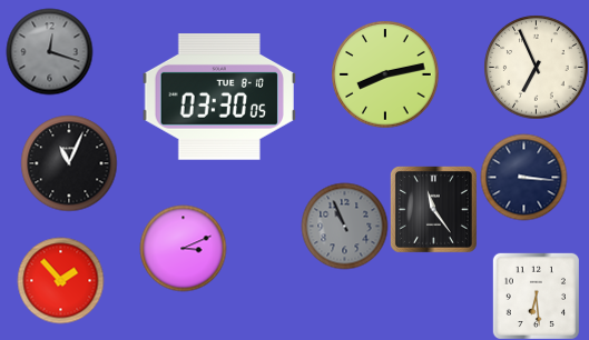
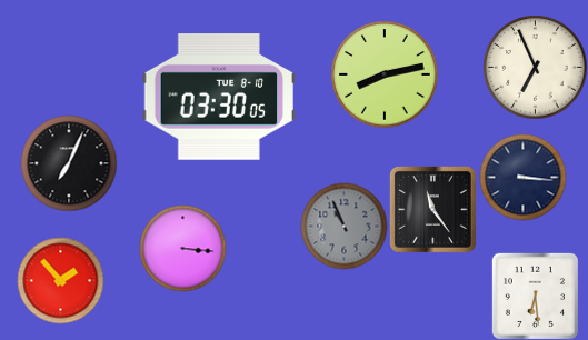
clock at (49, 51): 12:18 -> none
clock at (69, 163): 11:04 -> 7:04
clock at (183, 248): 3:11 -> 3:16
